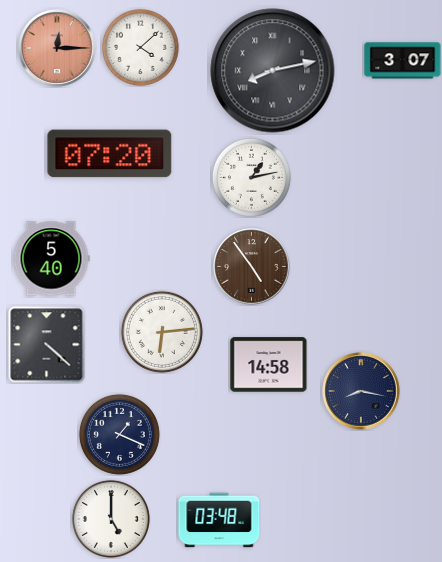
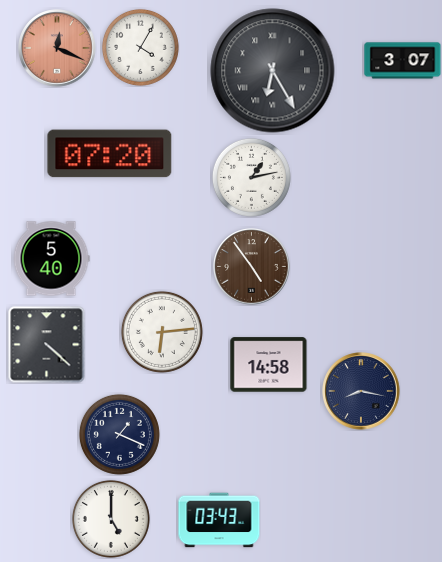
clock at (140, 47): 4:08 -> 4:05
clock at (57, 48): 12:15 -> 12:19
clock at (273, 71): 8:13 -> 6:25
clock at (219, 520): 03:48 -> 03:43
